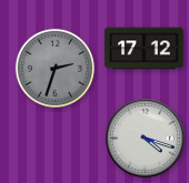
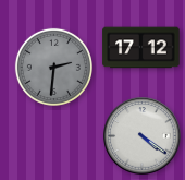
clock at (54, 68): 2:33 -> 2:31
clock at (146, 139): 4:18 -> 4:21
